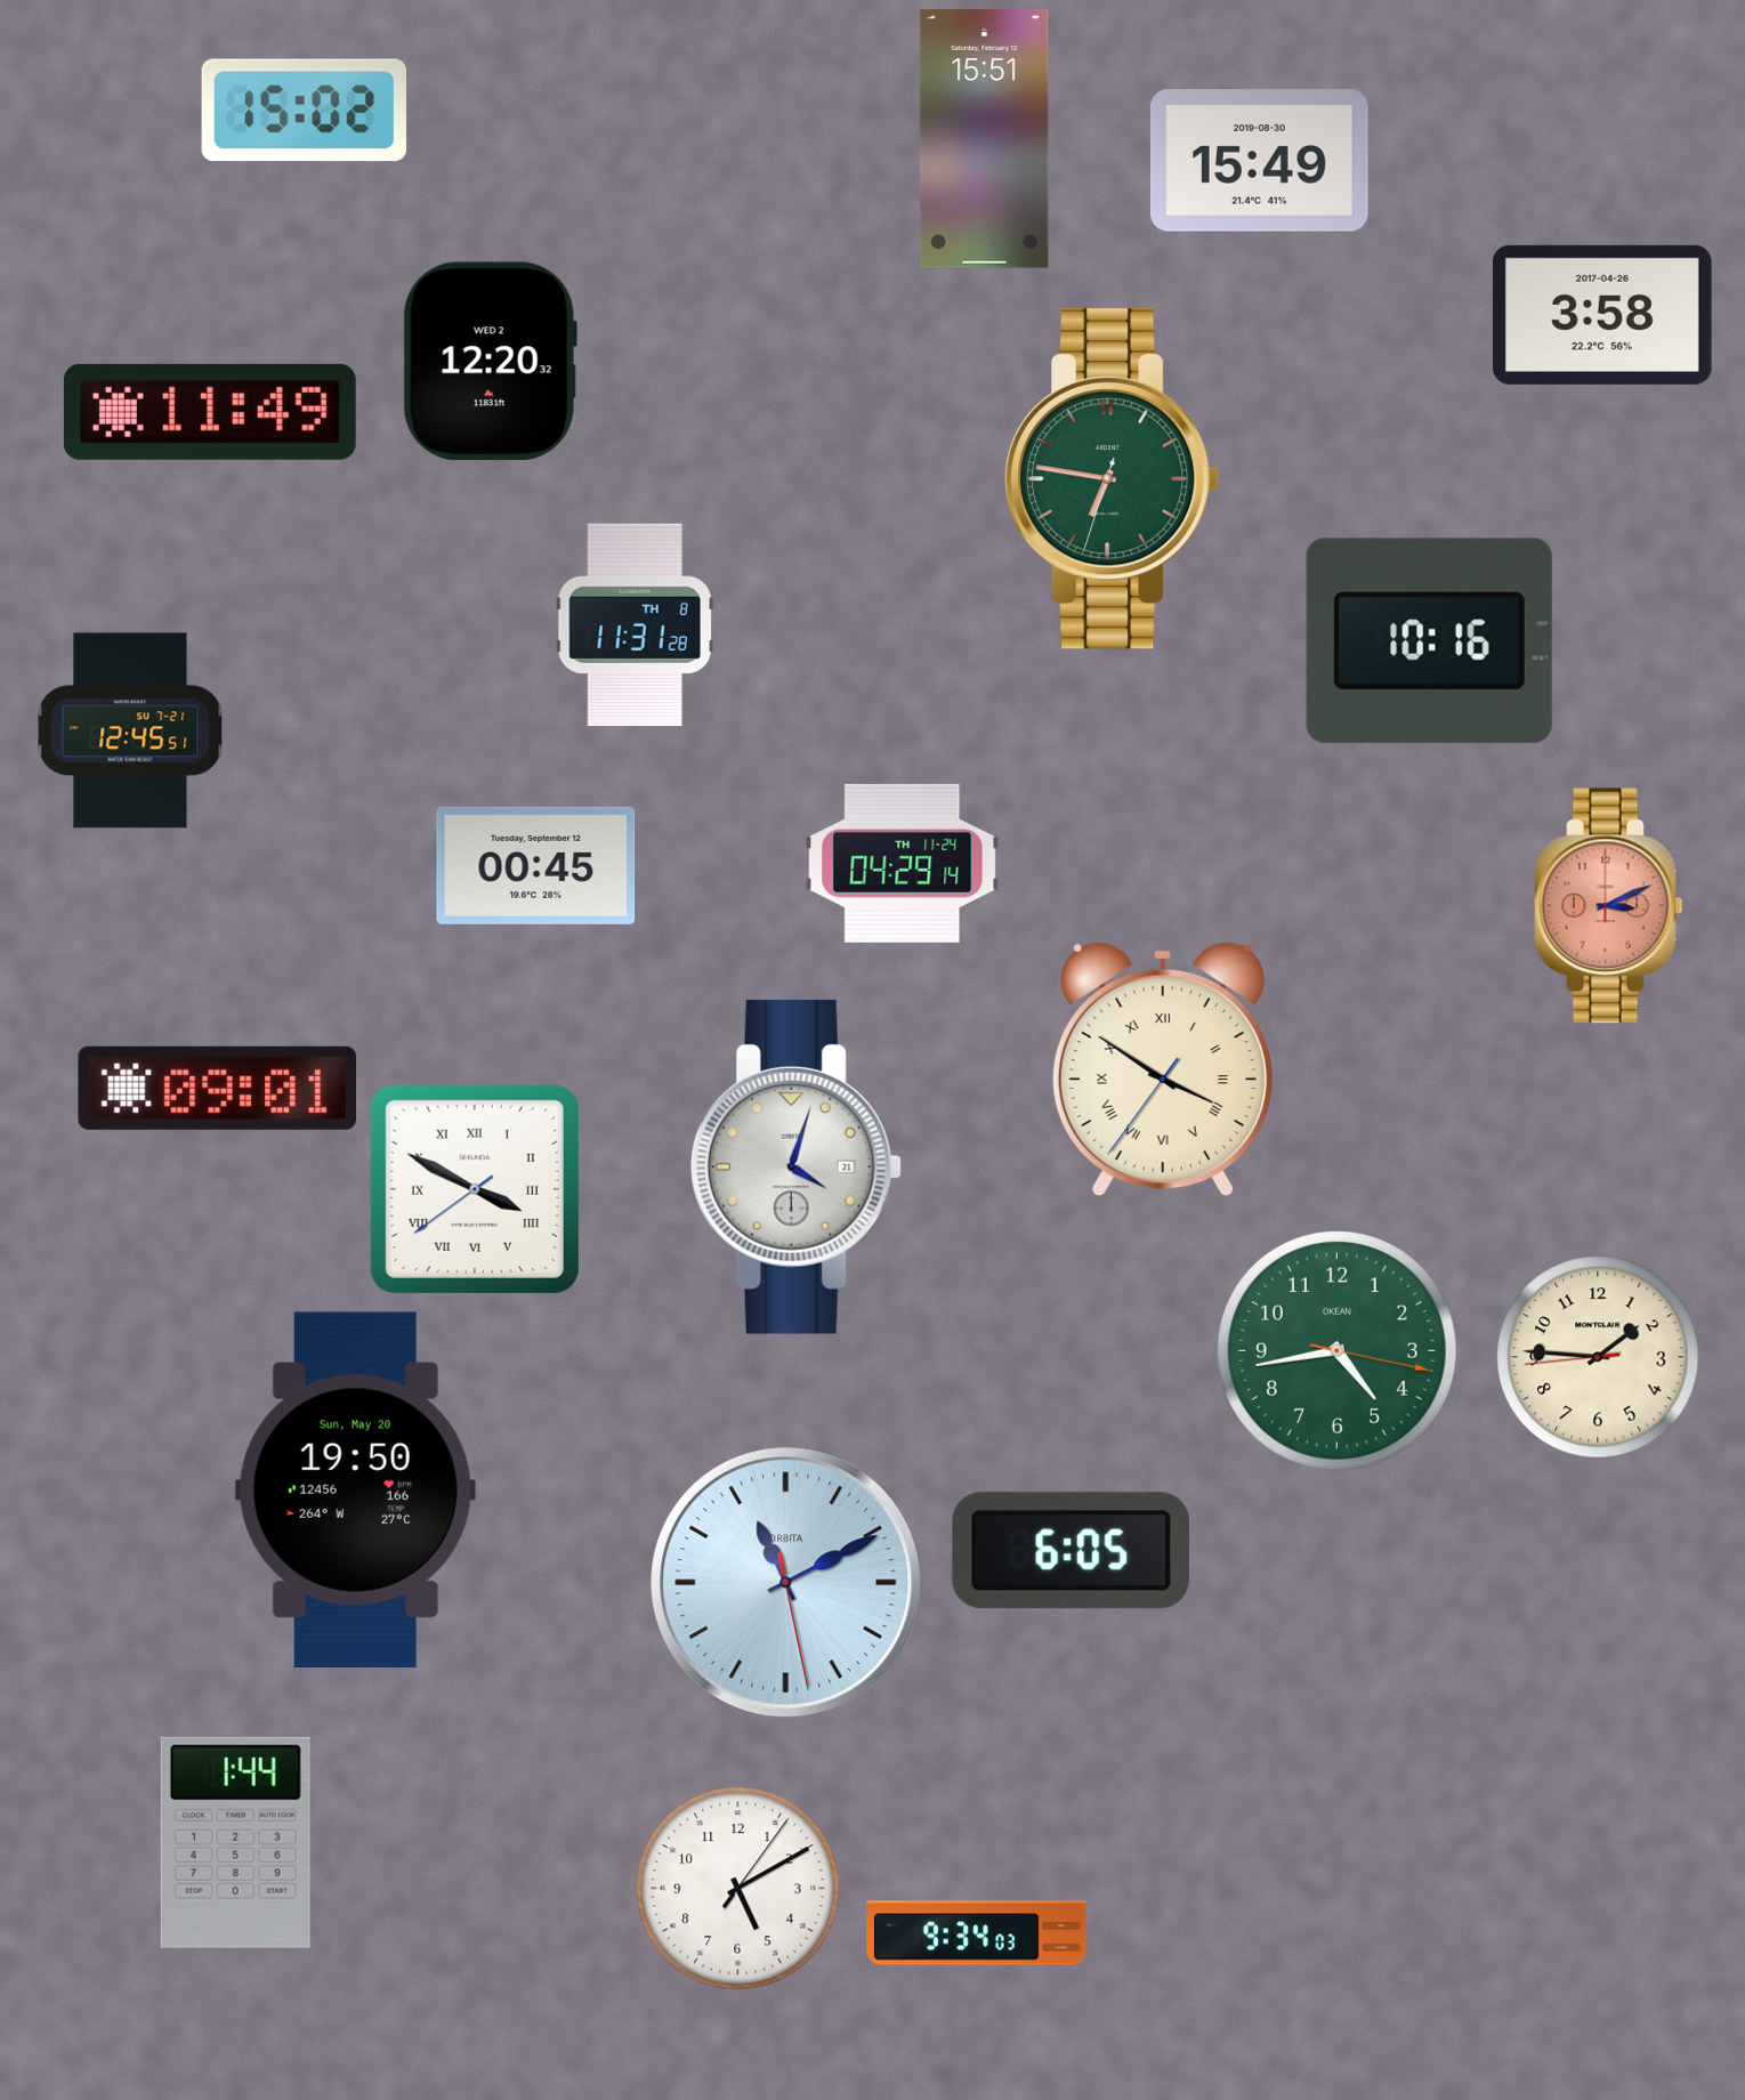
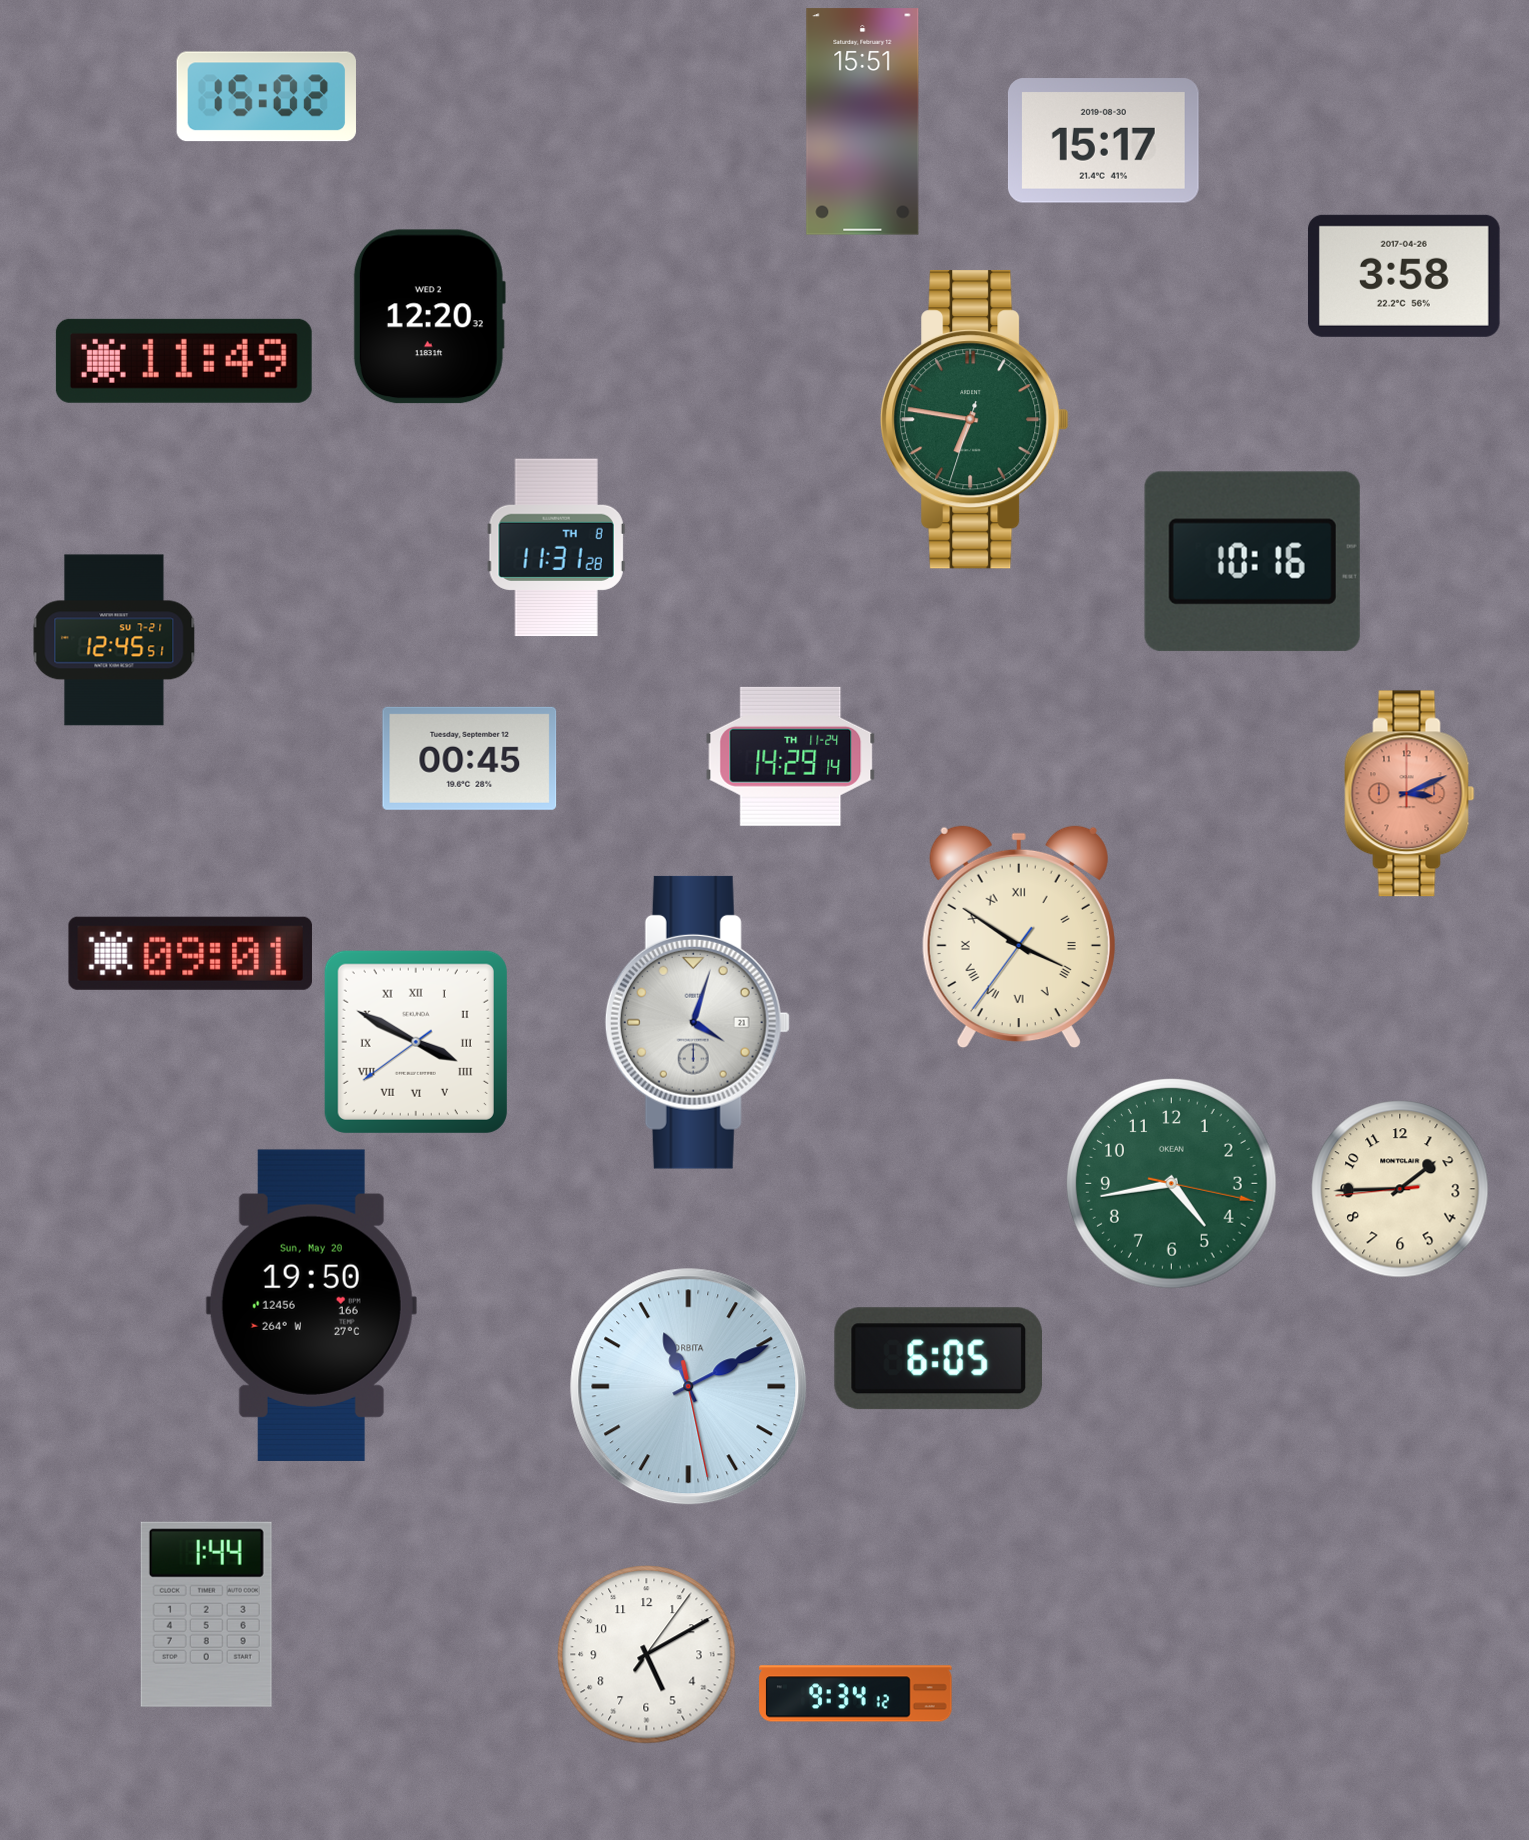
clock at (1259, 161): 15:49 -> 15:17
clock at (903, 863): 04:29 -> 14:29
clock at (1598, 1357): 1:45 -> 1:44
clock at (977, 1933): 9:34:03 -> 9:34:12
